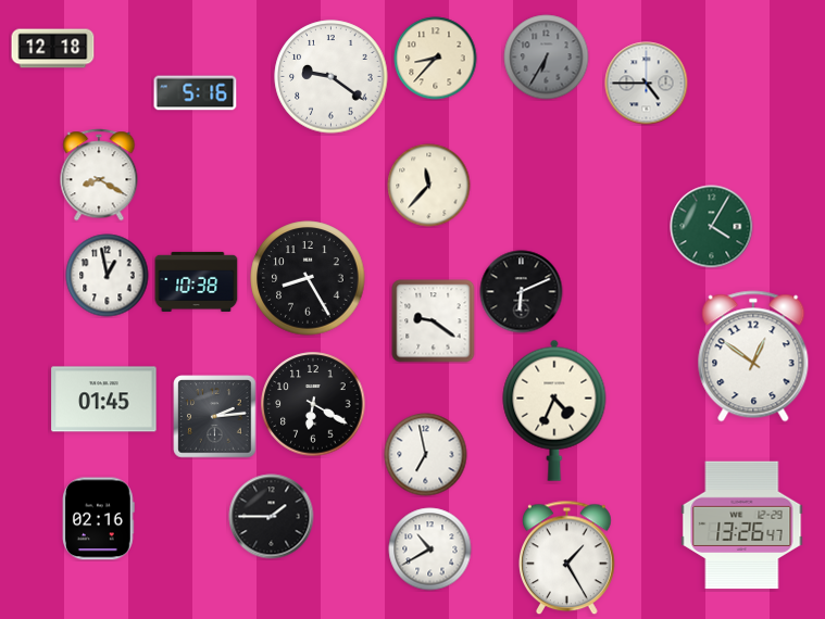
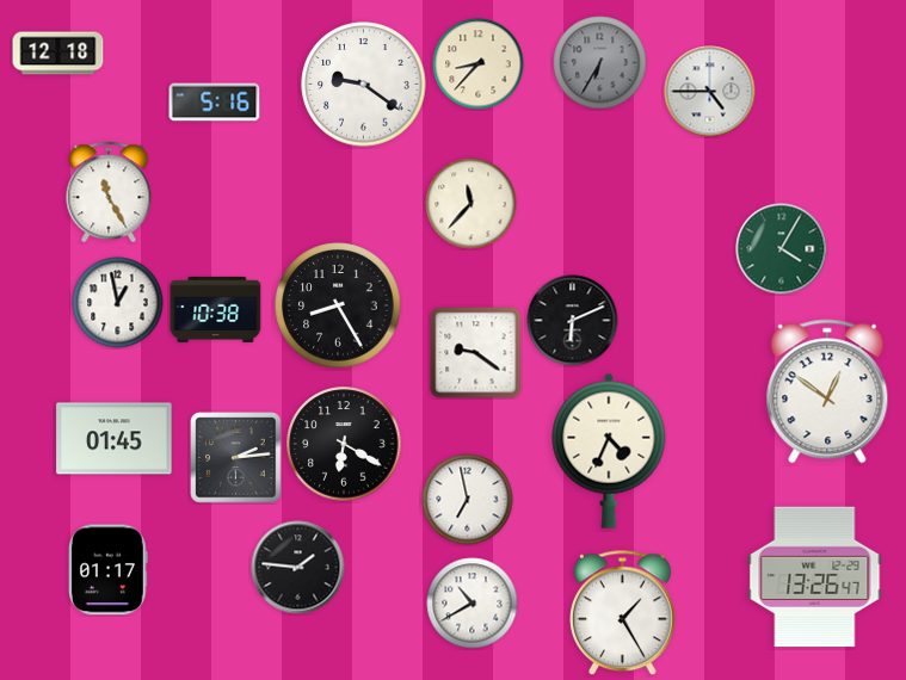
clock at (99, 175): 8:20 -> 11:25
clock at (272, 517): 1:45 -> 1:46
clock at (99, 519): 02:16 -> 01:17
